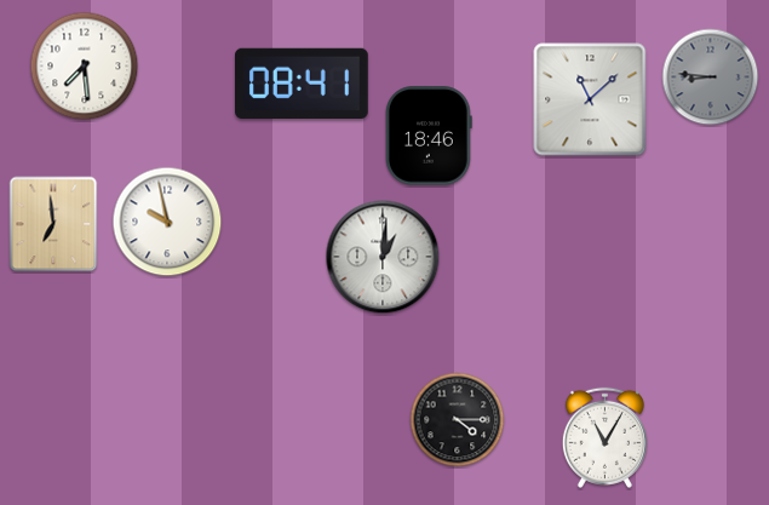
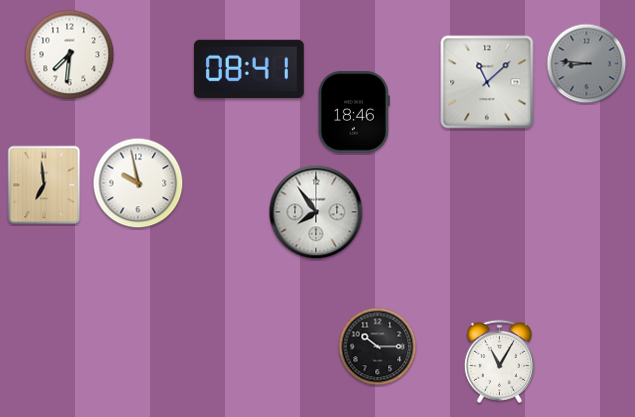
clock at (85, 67): 7:29 -> 7:31
clock at (383, 257): 1:01 -> 7:54
clock at (458, 420): 4:15 -> 10:15
